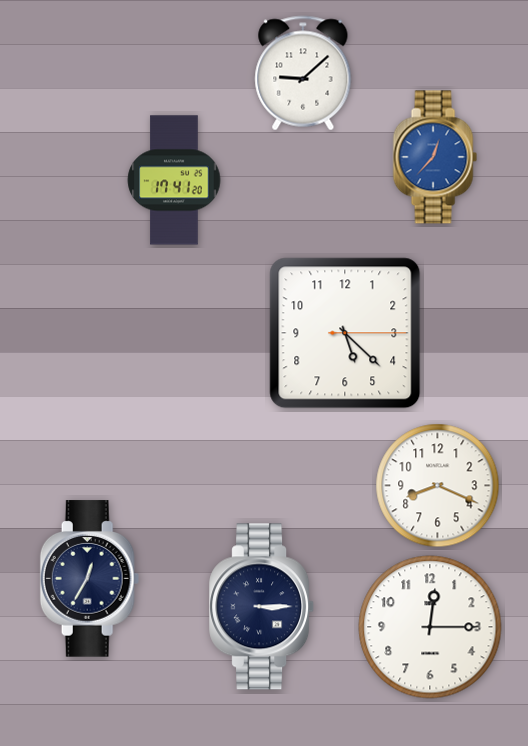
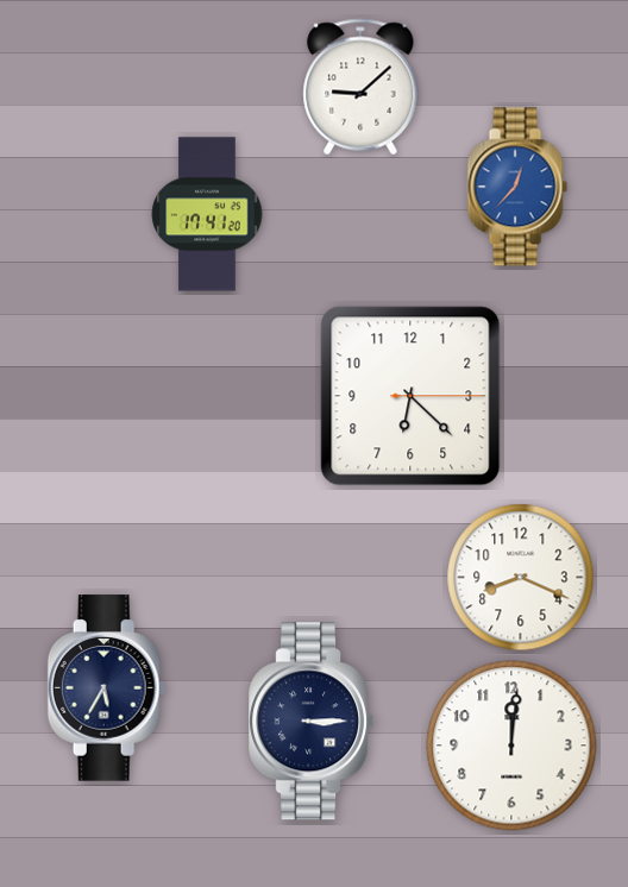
clock at (345, 333): 5:22 -> 6:22
clock at (90, 579): 12:35 -> 5:35
clock at (430, 627): 12:15 -> 12:01
